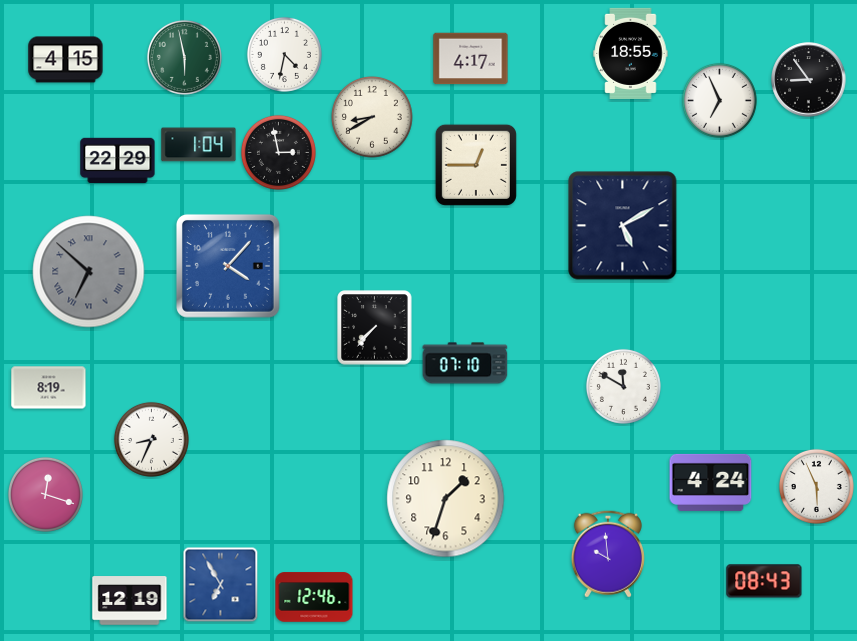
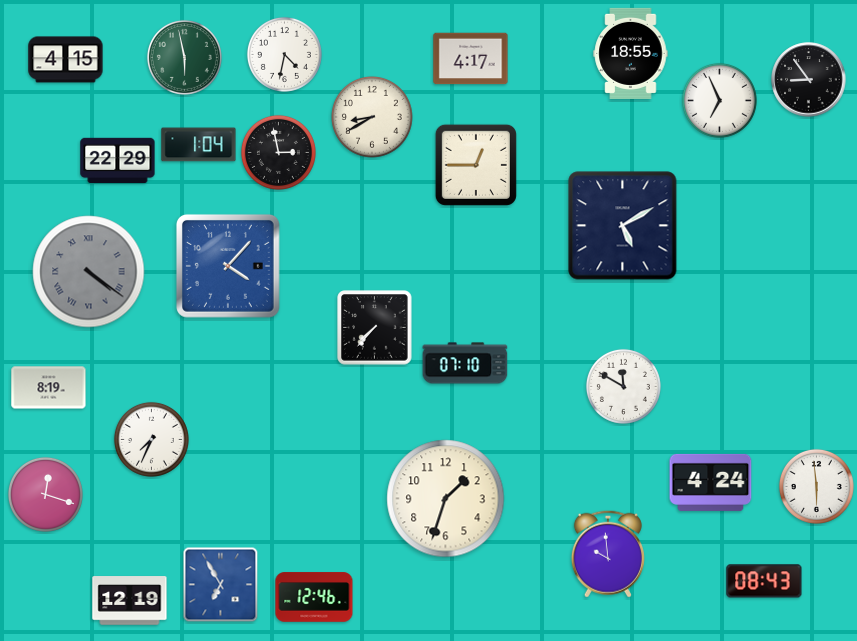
clock at (89, 272): 6:52 -> 4:21
clock at (151, 439): 8:34 -> 7:34
clock at (816, 486): 5:56 -> 5:59
